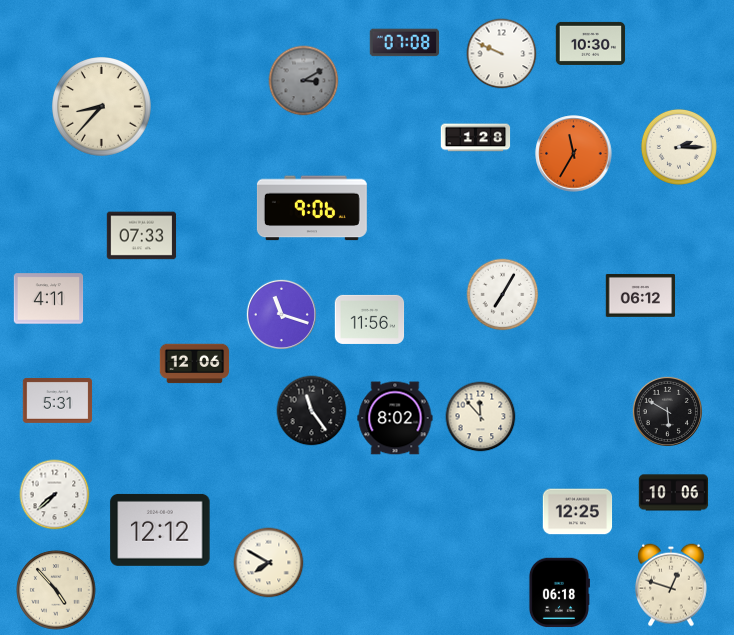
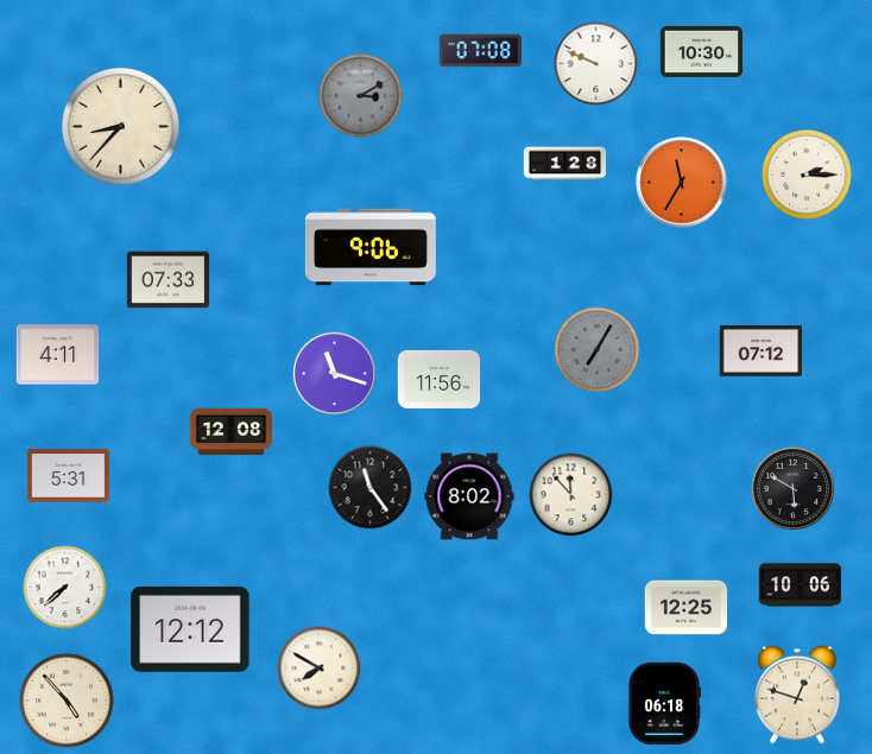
clock at (503, 295) dial: white -> grey
clock at (641, 295): 06:12 -> 07:12
clock at (195, 364): 12:06 -> 12:08
